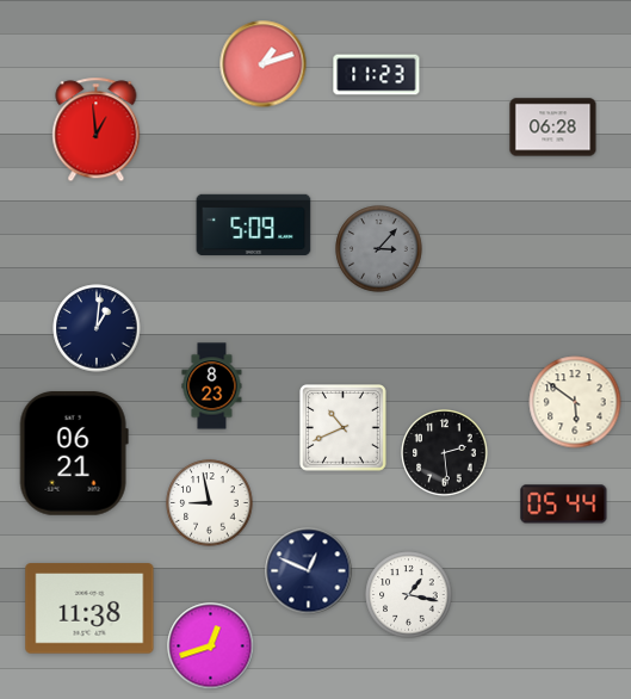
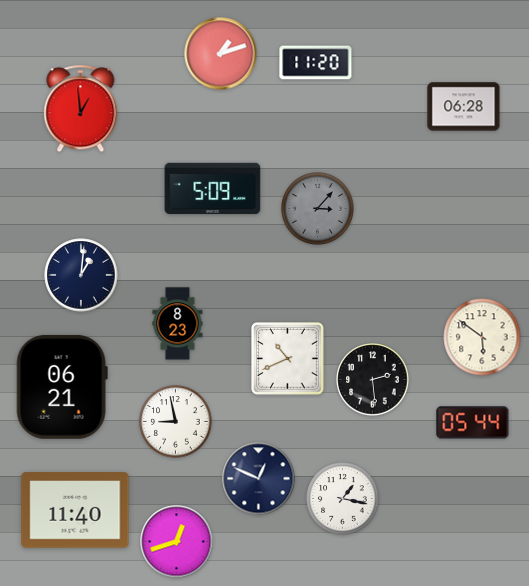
clock at (377, 75): 11:23 -> 11:20
clock at (74, 453) position: (74, 453) -> (62, 387)
clock at (89, 608): 11:38 -> 11:40
